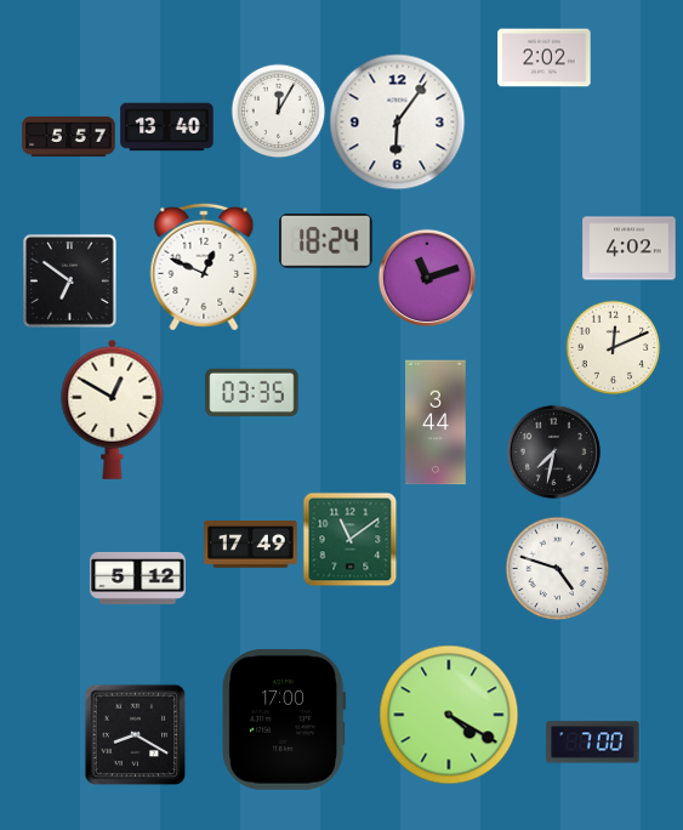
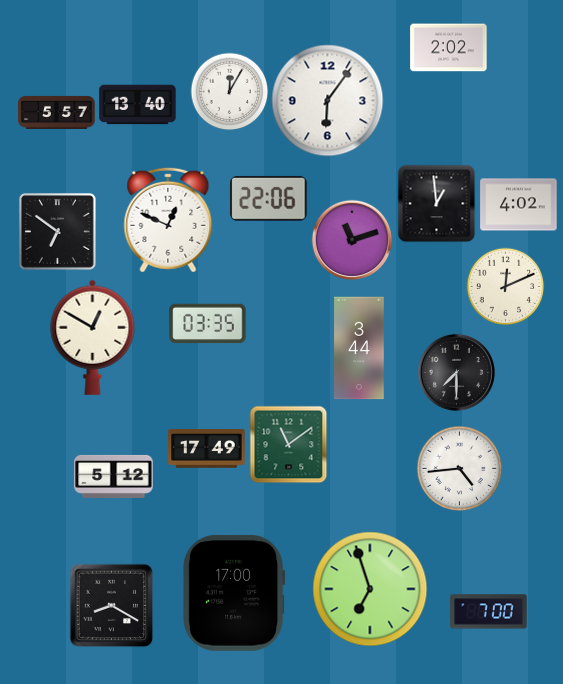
clock at (326, 240): 18:24 -> 22:06
clock at (436, 203): none -> 12:59
clock at (426, 277) position: (426, 277) -> (351, 239)
clock at (553, 451): 7:32 -> 7:30
clock at (557, 568): 4:48 -> 4:44
clock at (449, 715): 4:20 -> 6:57
